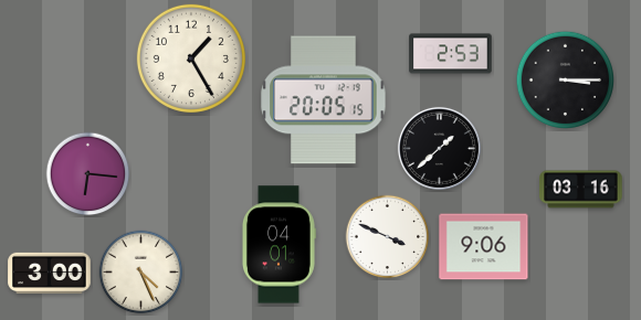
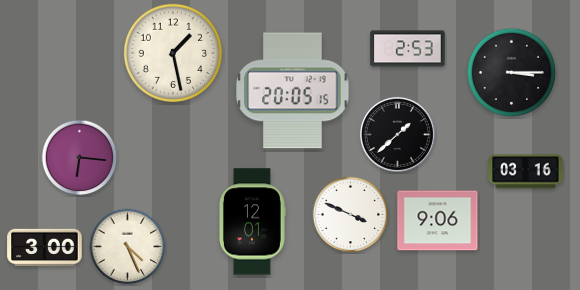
clock at (191, 58): 1:25 -> 1:28
clock at (280, 245): 04:01 -> 12:01
clock at (484, 247) position: (484, 247) -> (438, 221)
